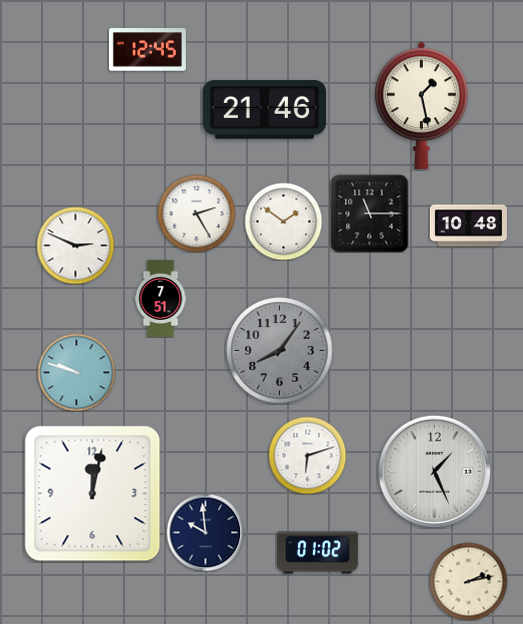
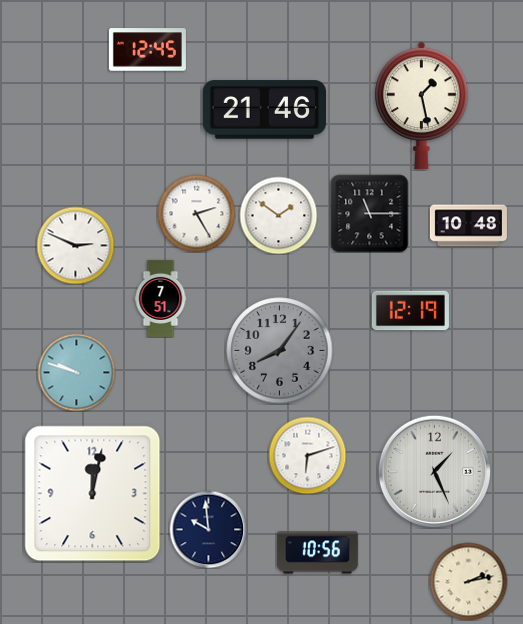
clock at (283, 221) position: (283, 221) -> (278, 215)
clock at (410, 311): none -> 12:19
clock at (205, 532) position: (205, 532) -> (208, 529)
clock at (317, 553): 01:02 -> 10:56
